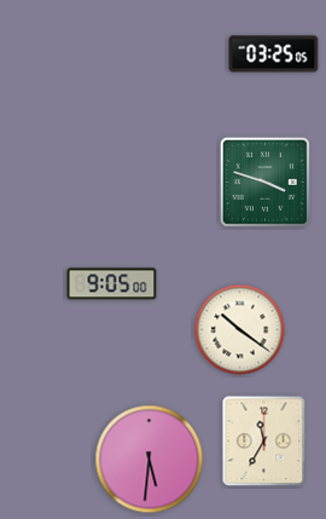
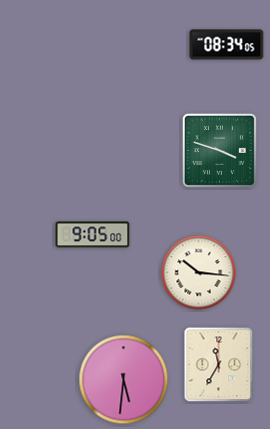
clock at (274, 54): 03:25 -> 08:34
clock at (240, 330): 10:21 -> 10:16
